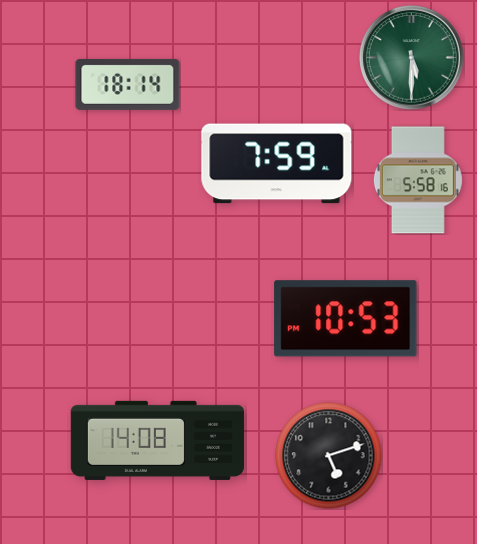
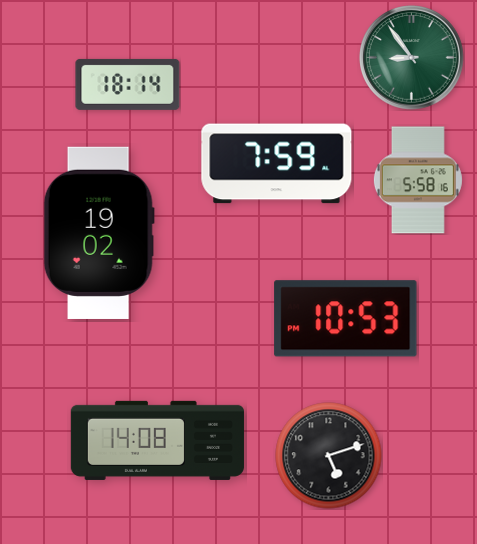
clock at (412, 58): 5:30 -> 8:54
clock at (99, 233): none -> 19:02
